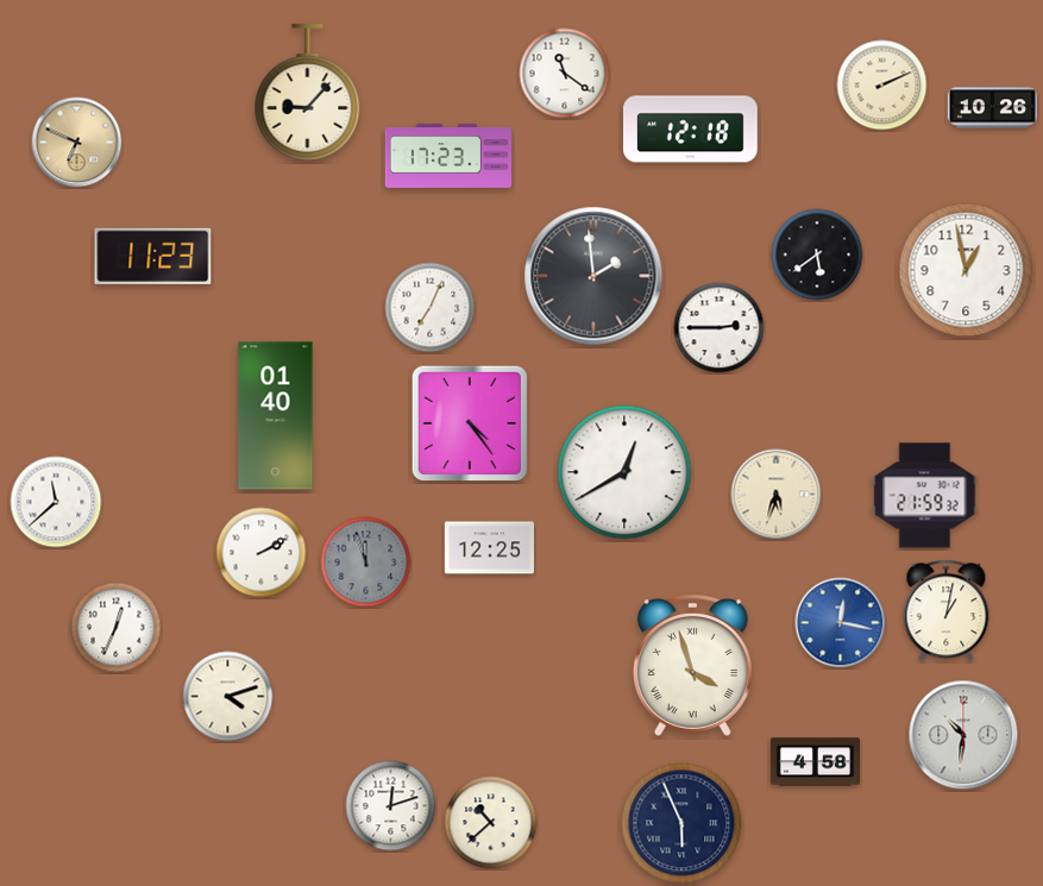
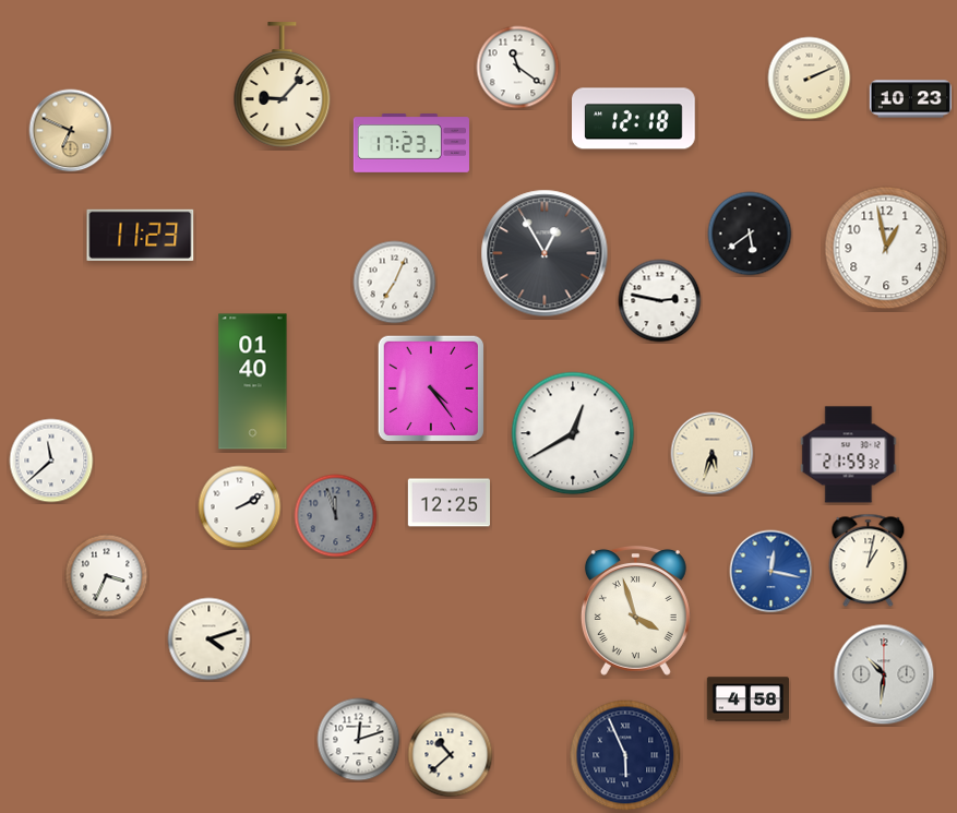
clock at (992, 108): 10:26 -> 10:23
clock at (593, 276): 1:59 -> 12:55
clock at (720, 328): 2:45 -> 2:47
clock at (117, 628): 12:34 -> 3:34
